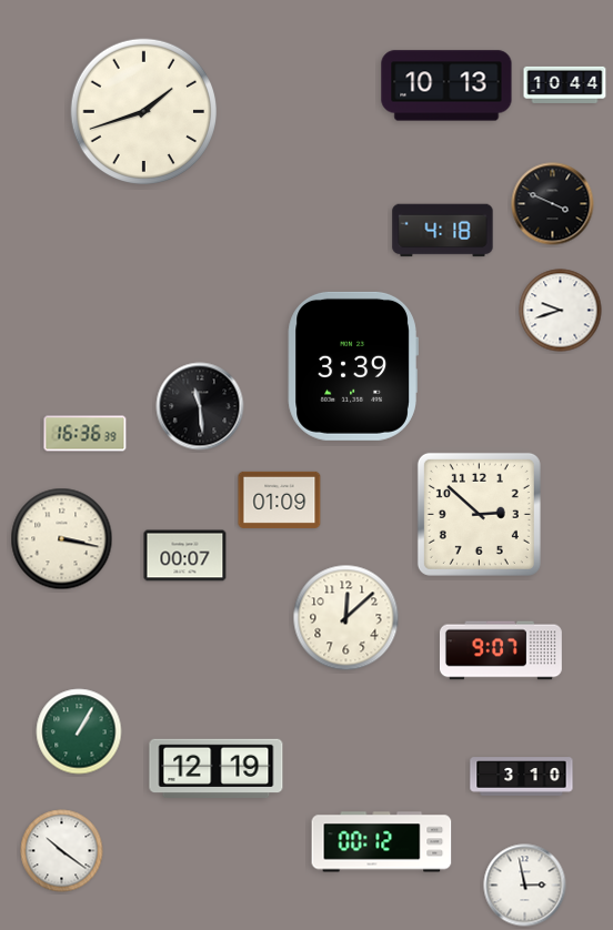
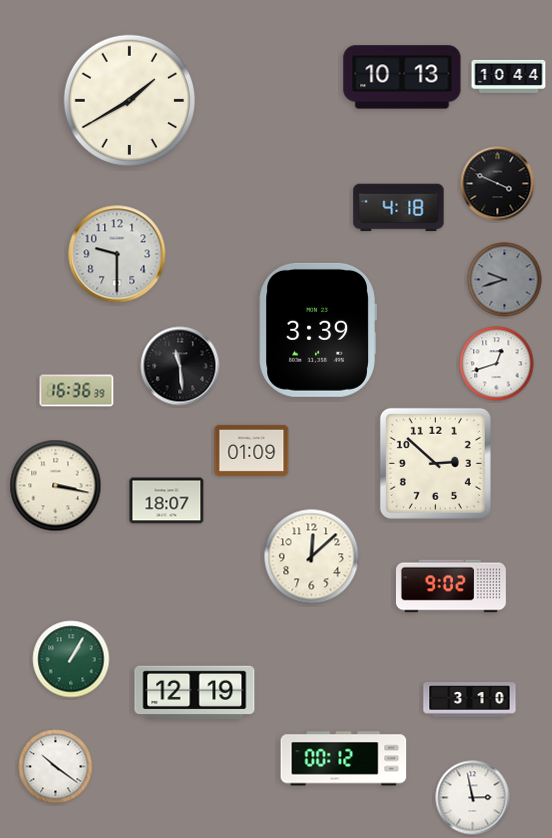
clock at (143, 111): 1:42 -> 1:40
clock at (117, 254): none -> 9:30
clock at (561, 311) dial: white -> grey
clock at (497, 364): none -> 12:42
clock at (479, 514) position: (479, 514) -> (435, 463)
clock at (185, 556): 00:07 -> 18:07
clock at (501, 650): 9:07 -> 9:02
